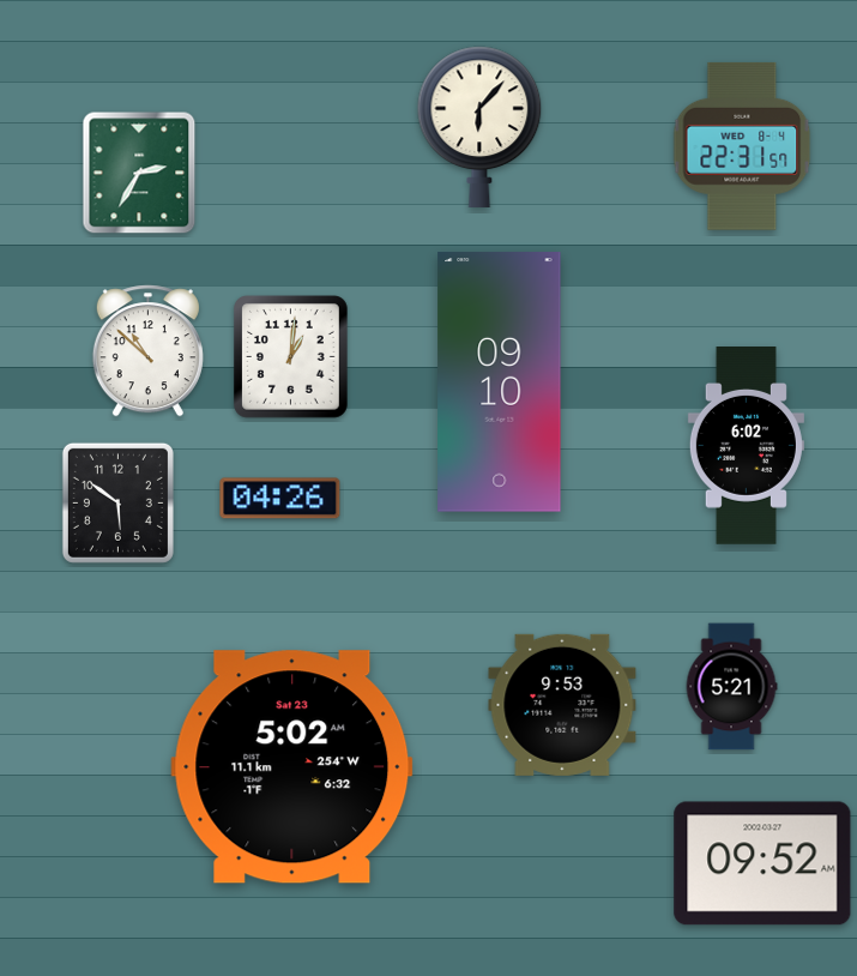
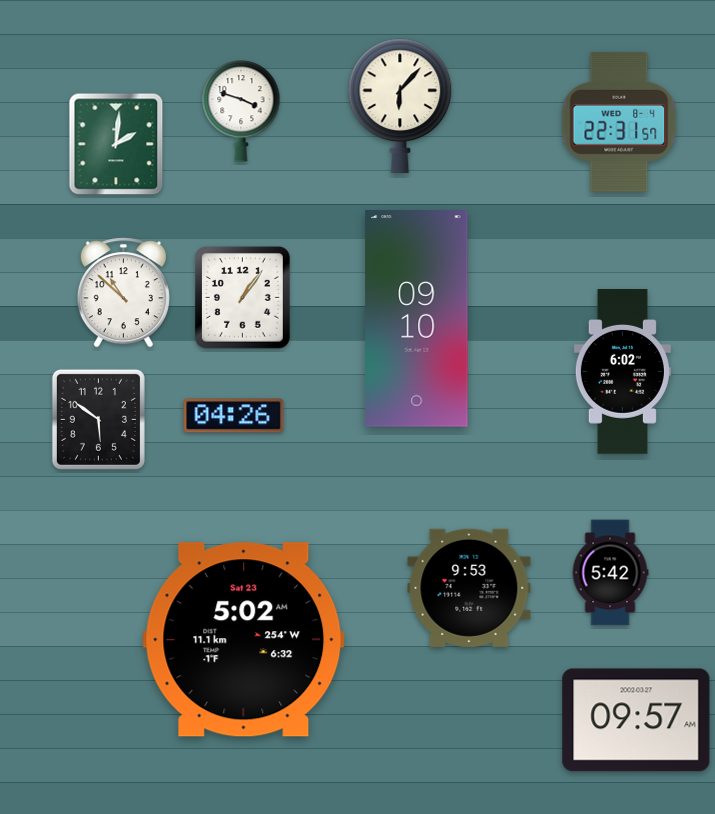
clock at (241, 111): none -> 3:48
clock at (139, 173): 2:35 -> 2:01
clock at (291, 357): 1:01 -> 1:06
clock at (731, 687): 5:21 -> 5:42
clock at (762, 863): 09:52 -> 09:57
